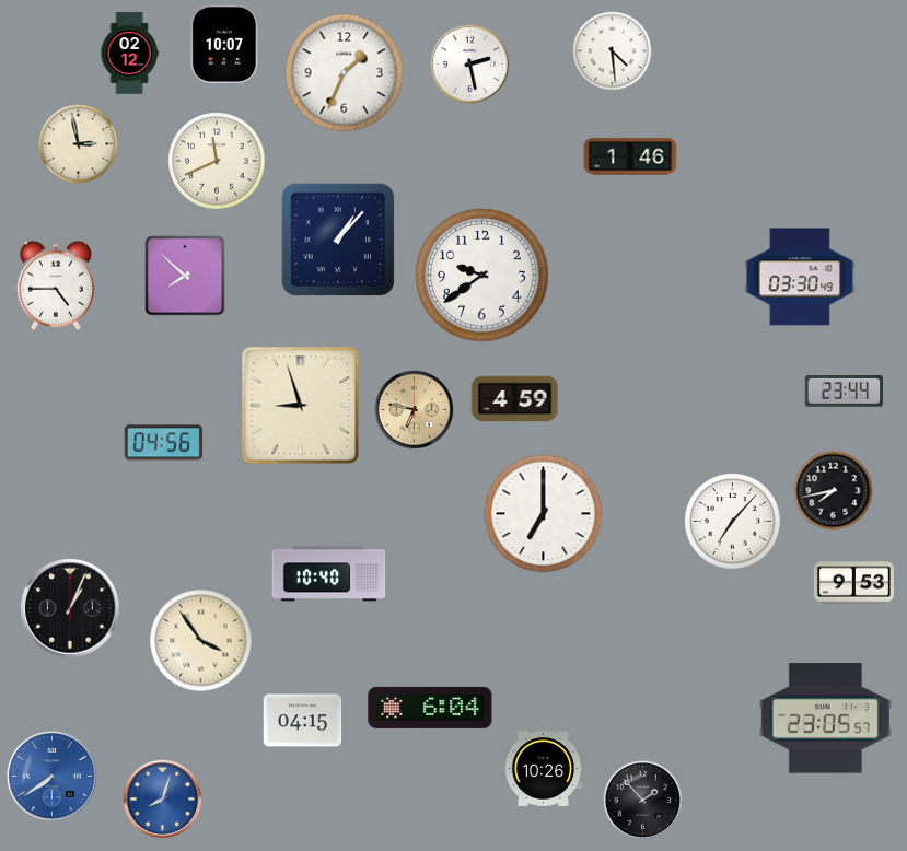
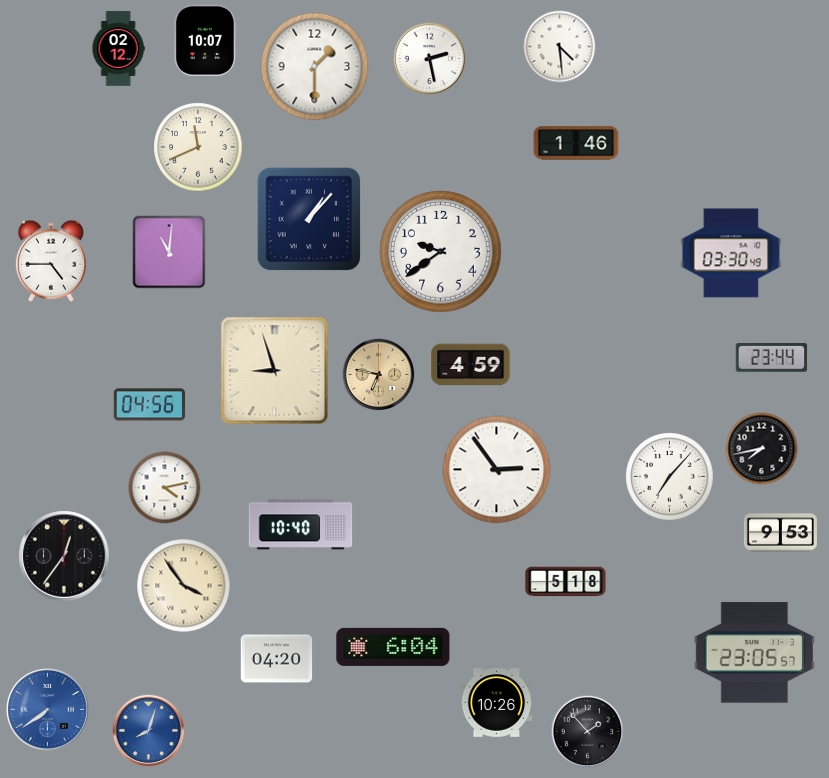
clock at (345, 73): 1:34 -> 1:30
clock at (79, 144): 2:58 -> none
clock at (185, 276): 7:52 -> 11:01
clock at (544, 514): 7:00 -> 2:54
clock at (165, 488): none -> 4:13
clock at (70, 608): 1:04 -> 12:36
clock at (566, 582): none -> 5:18
clock at (825, 719) position: (825, 719) -> (754, 653)
clock at (303, 721): 04:15 -> 04:20
